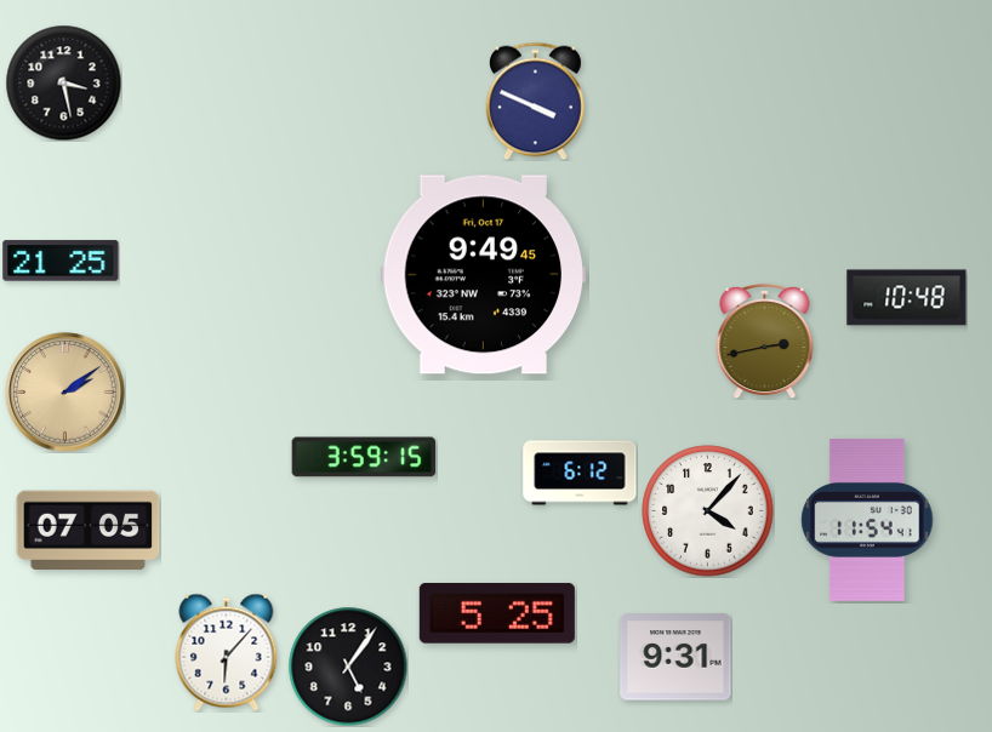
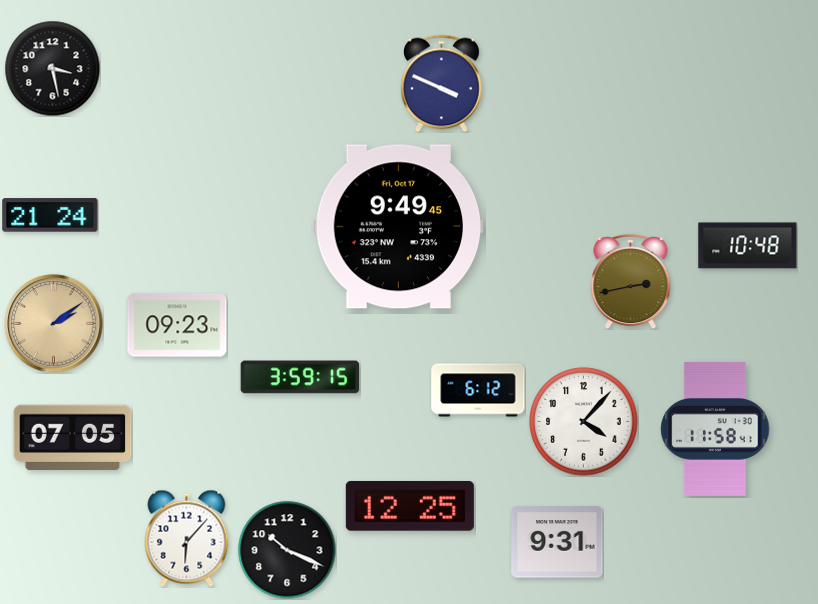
clock at (61, 261): 21:25 -> 21:24
clock at (177, 325): none -> 09:23
clock at (867, 520): 11:54 -> 11:58
clock at (497, 613): 5:25 -> 12:25
clock at (348, 667): 5:06 -> 10:19
